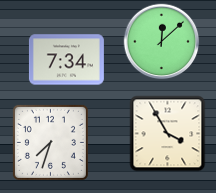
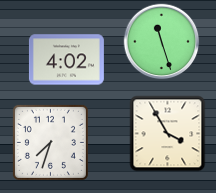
clock at (162, 42): 12:08 -> 11:27
clock at (66, 60): 7:34 -> 4:02
